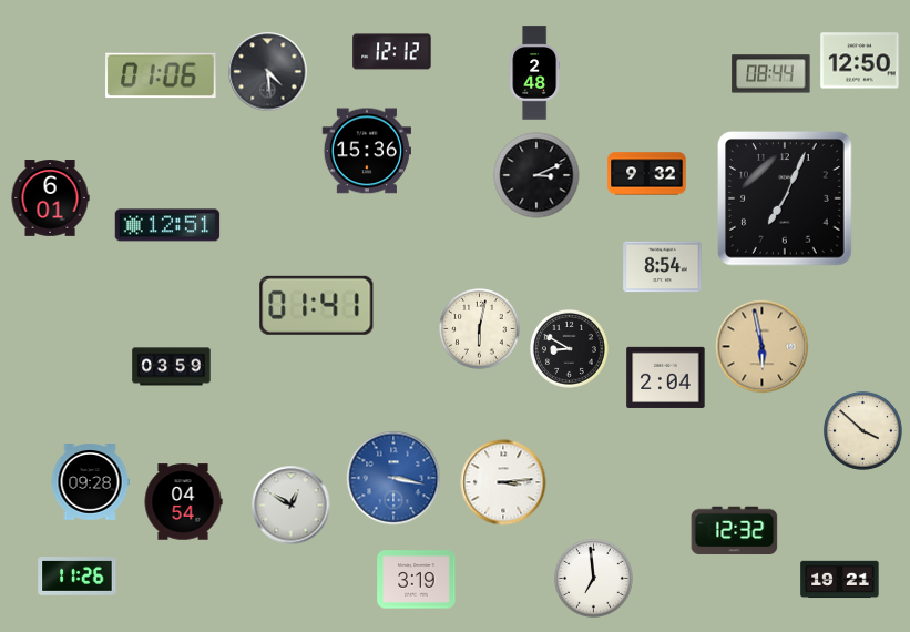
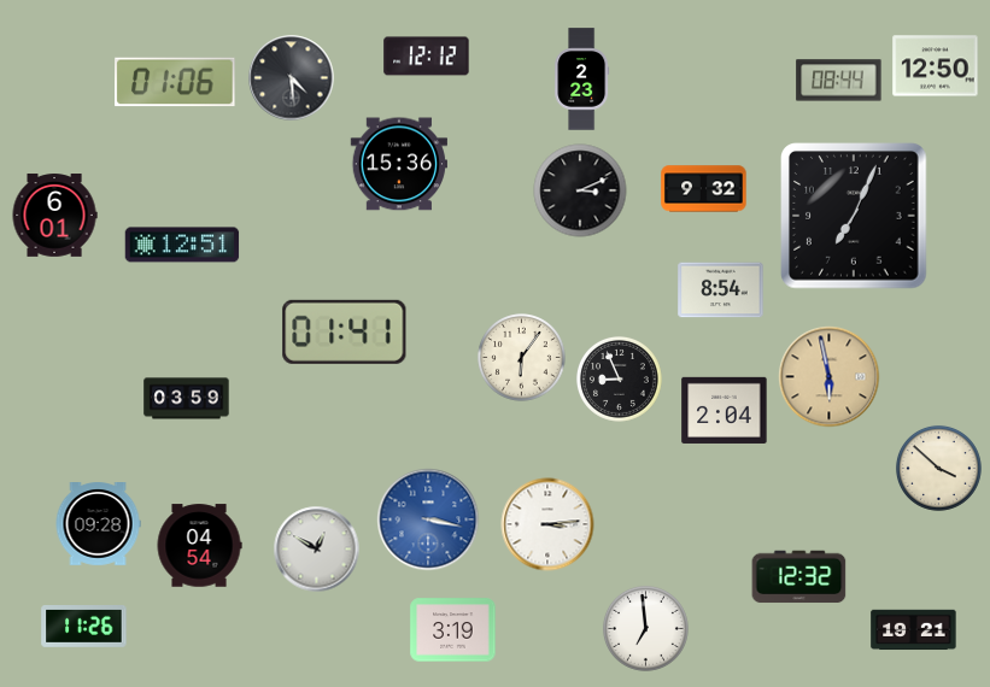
clock at (535, 73): 2:48 -> 2:23
clock at (536, 175) position: (536, 175) -> (580, 190)
clock at (480, 329): 6:02 -> 6:06
clock at (569, 348): 8:50 -> 8:56
